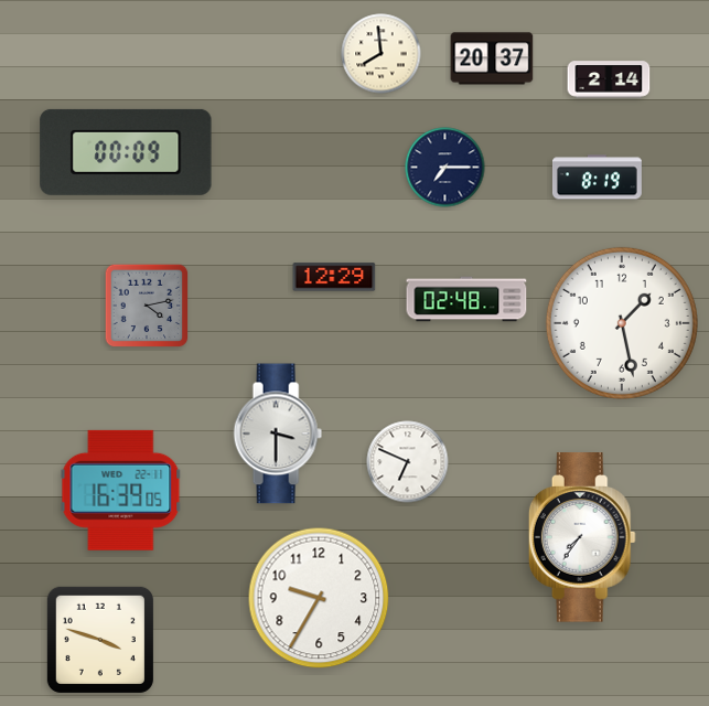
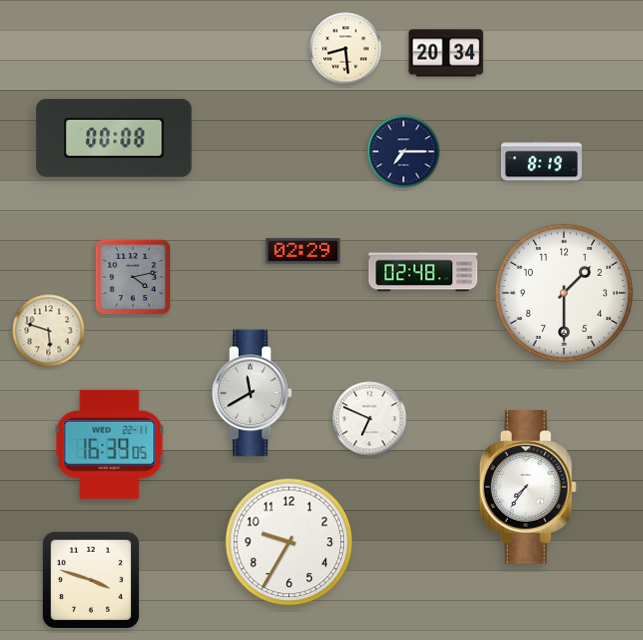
clock at (382, 54): 7:59 -> 8:29
clock at (492, 58): 20:37 -> 20:34
clock at (609, 79): 2:14 -> none
clock at (126, 152): 00:09 -> 00:08
clock at (334, 277): 12:29 -> 02:29
clock at (622, 323): 1:28 -> 1:30
clock at (49, 331): none -> 5:48
clock at (278, 434): 3:30 -> 11:40
